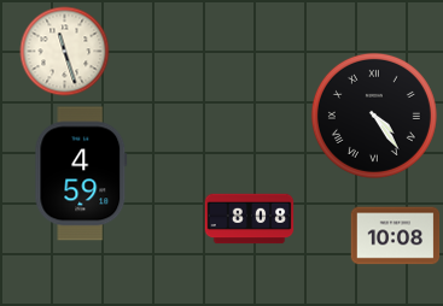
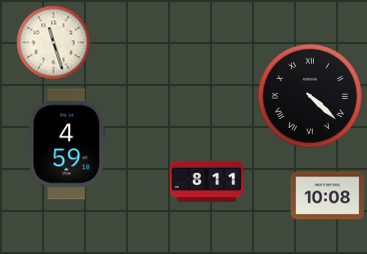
clock at (374, 116): 4:24 -> 4:22
clock at (250, 219): 8:08 -> 8:11
